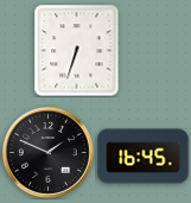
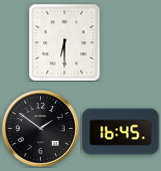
clock at (77, 50): 6:33 -> 6:30
clock at (47, 152): 1:49 -> 1:51
